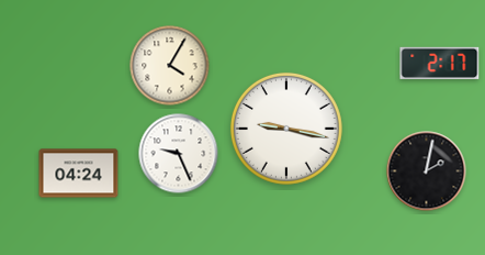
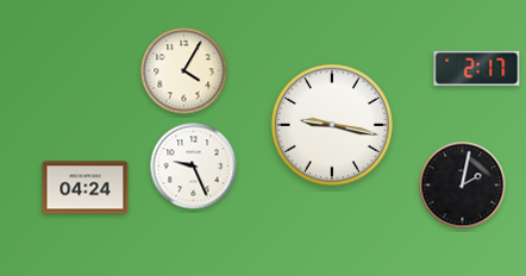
clock at (286, 129) position: (286, 129) -> (332, 125)
